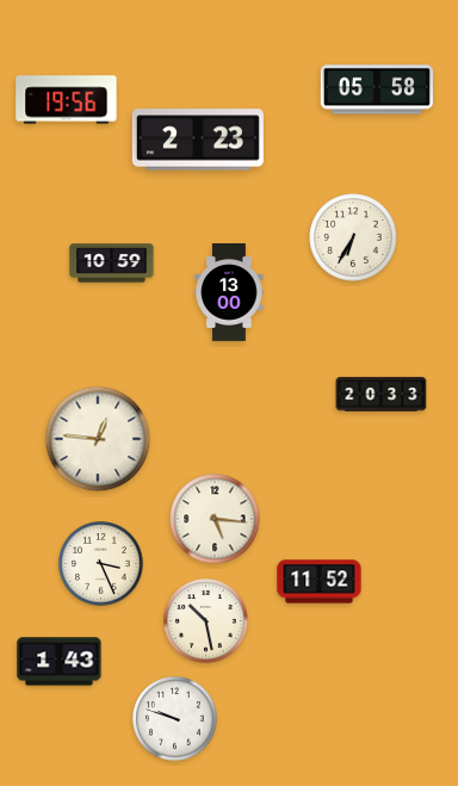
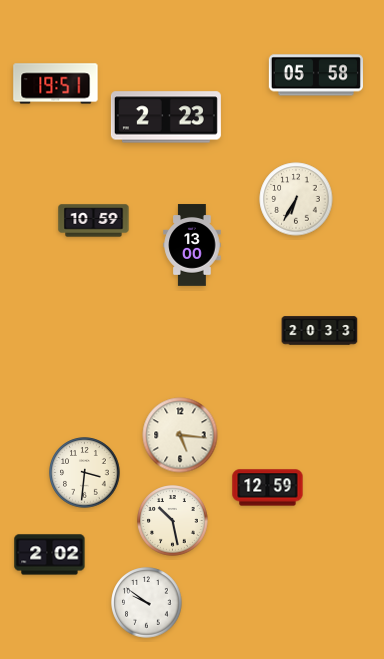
clock at (67, 100): 19:56 -> 19:51
clock at (98, 439): 12:46 -> none
clock at (101, 564): 3:26 -> 3:31
clock at (320, 582): 11:52 -> 12:59
clock at (60, 662): 1:43 -> 2:02
clock at (175, 719): 9:48 -> 9:51
